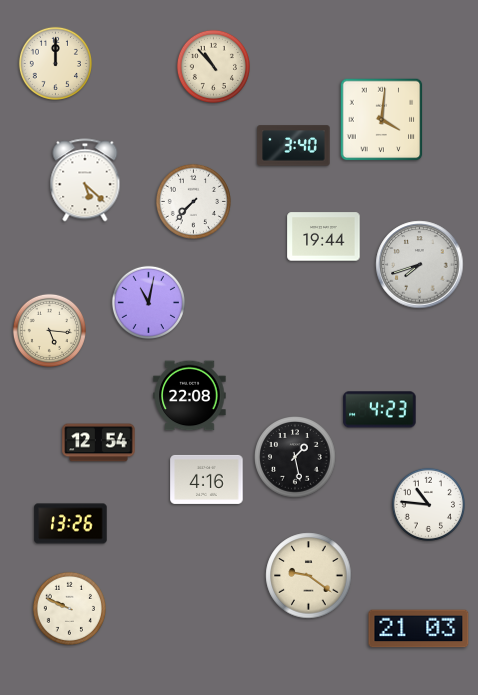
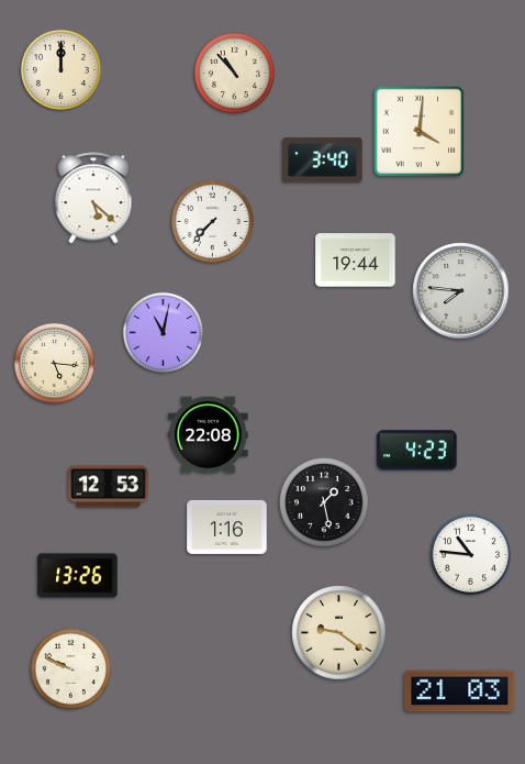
clock at (420, 265): 7:42 -> 7:46
clock at (99, 443): 12:54 -> 12:53
clock at (207, 479): 4:16 -> 1:16
clock at (69, 608) position: (69, 608) -> (70, 668)
